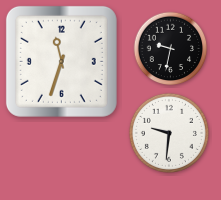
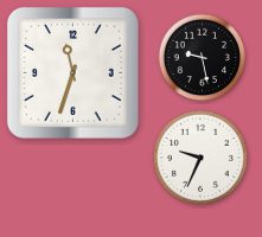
clock at (171, 49): 9:32 -> 9:28
clock at (169, 133): 9:31 -> 9:34
